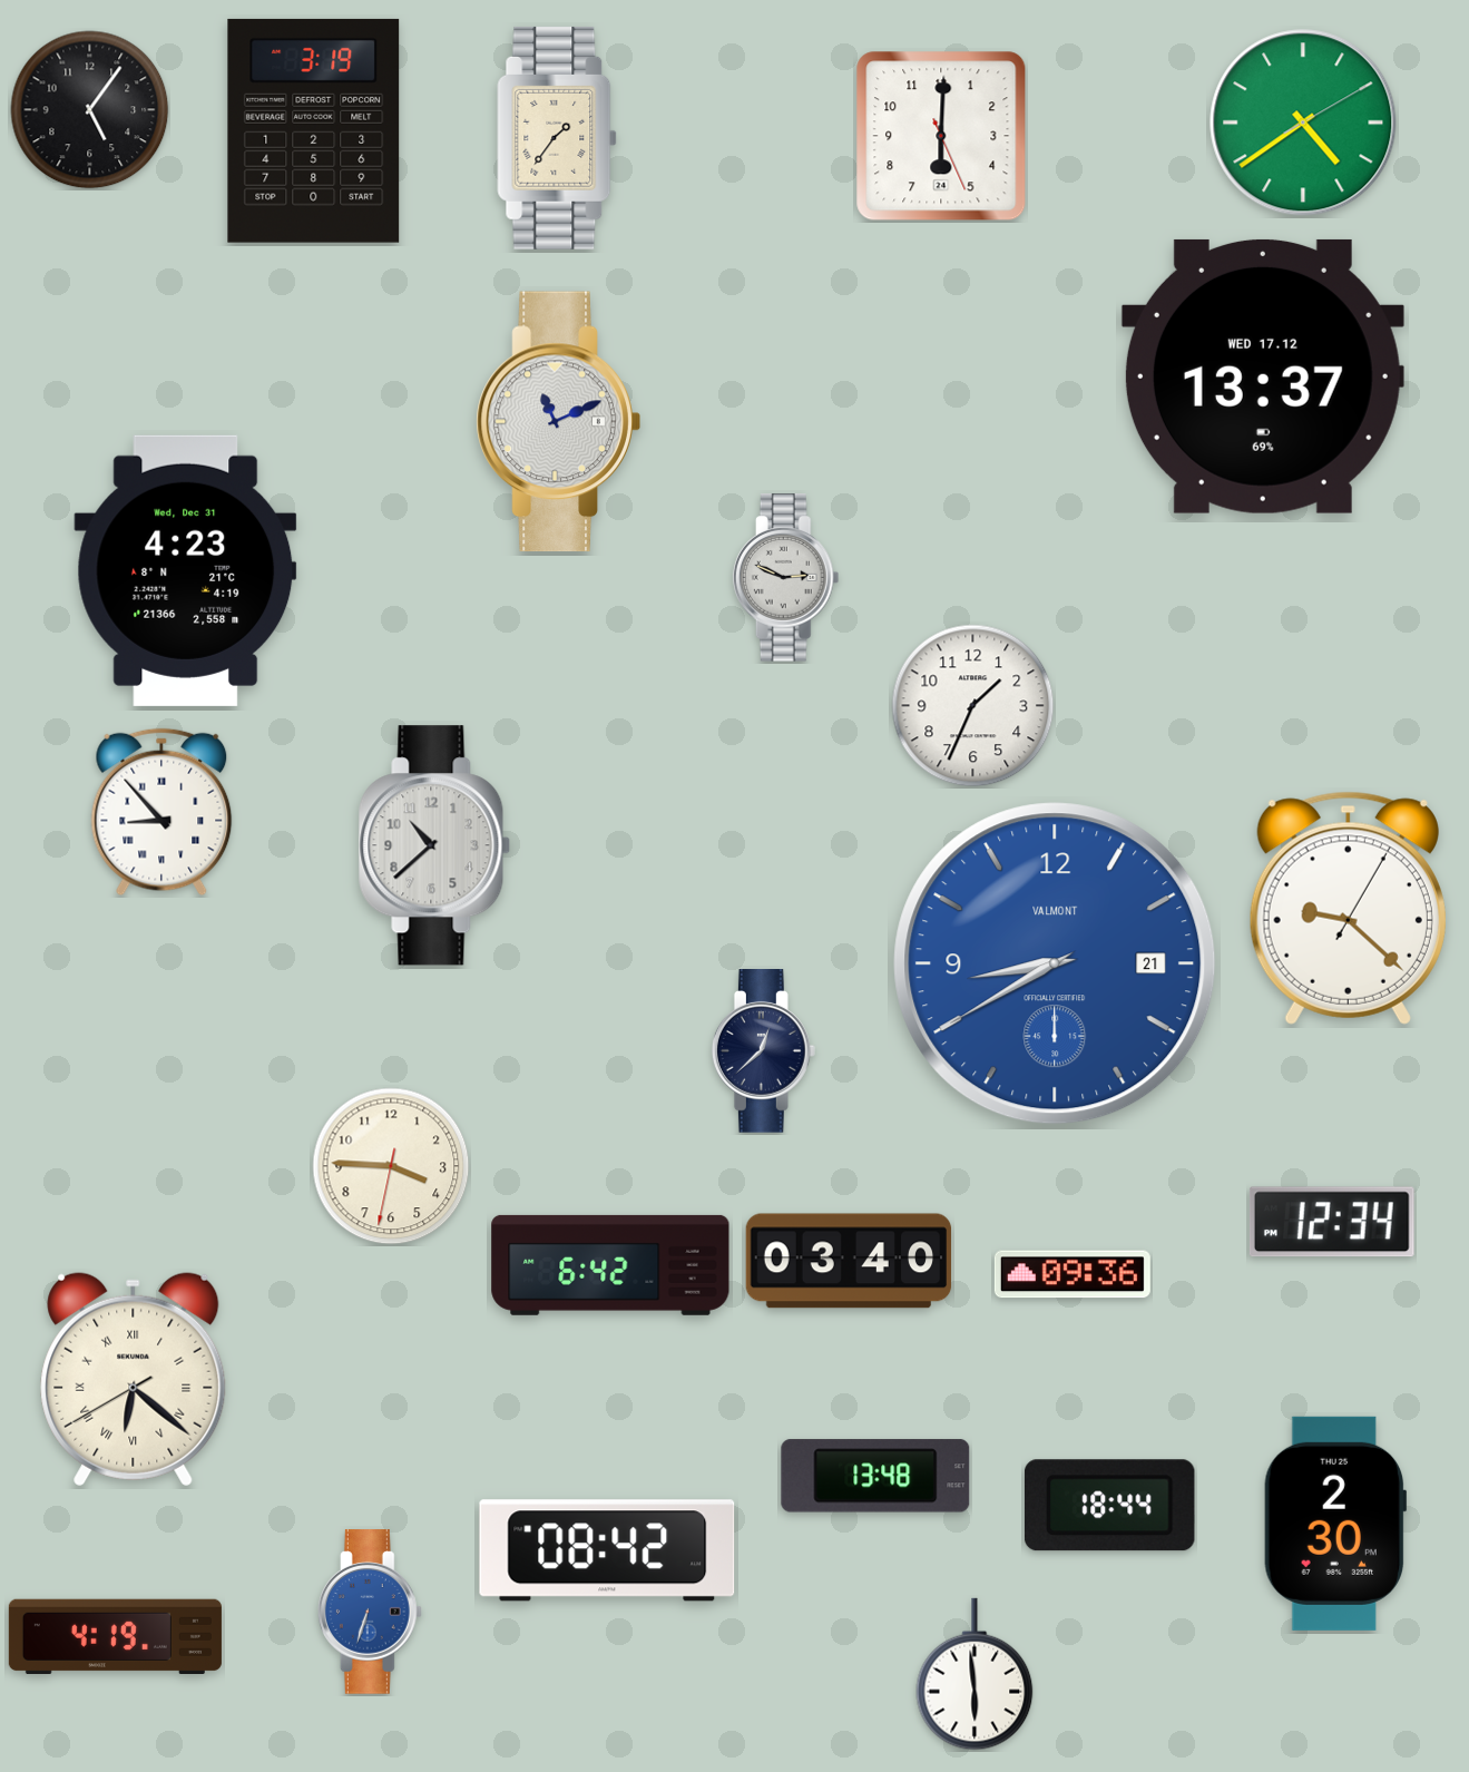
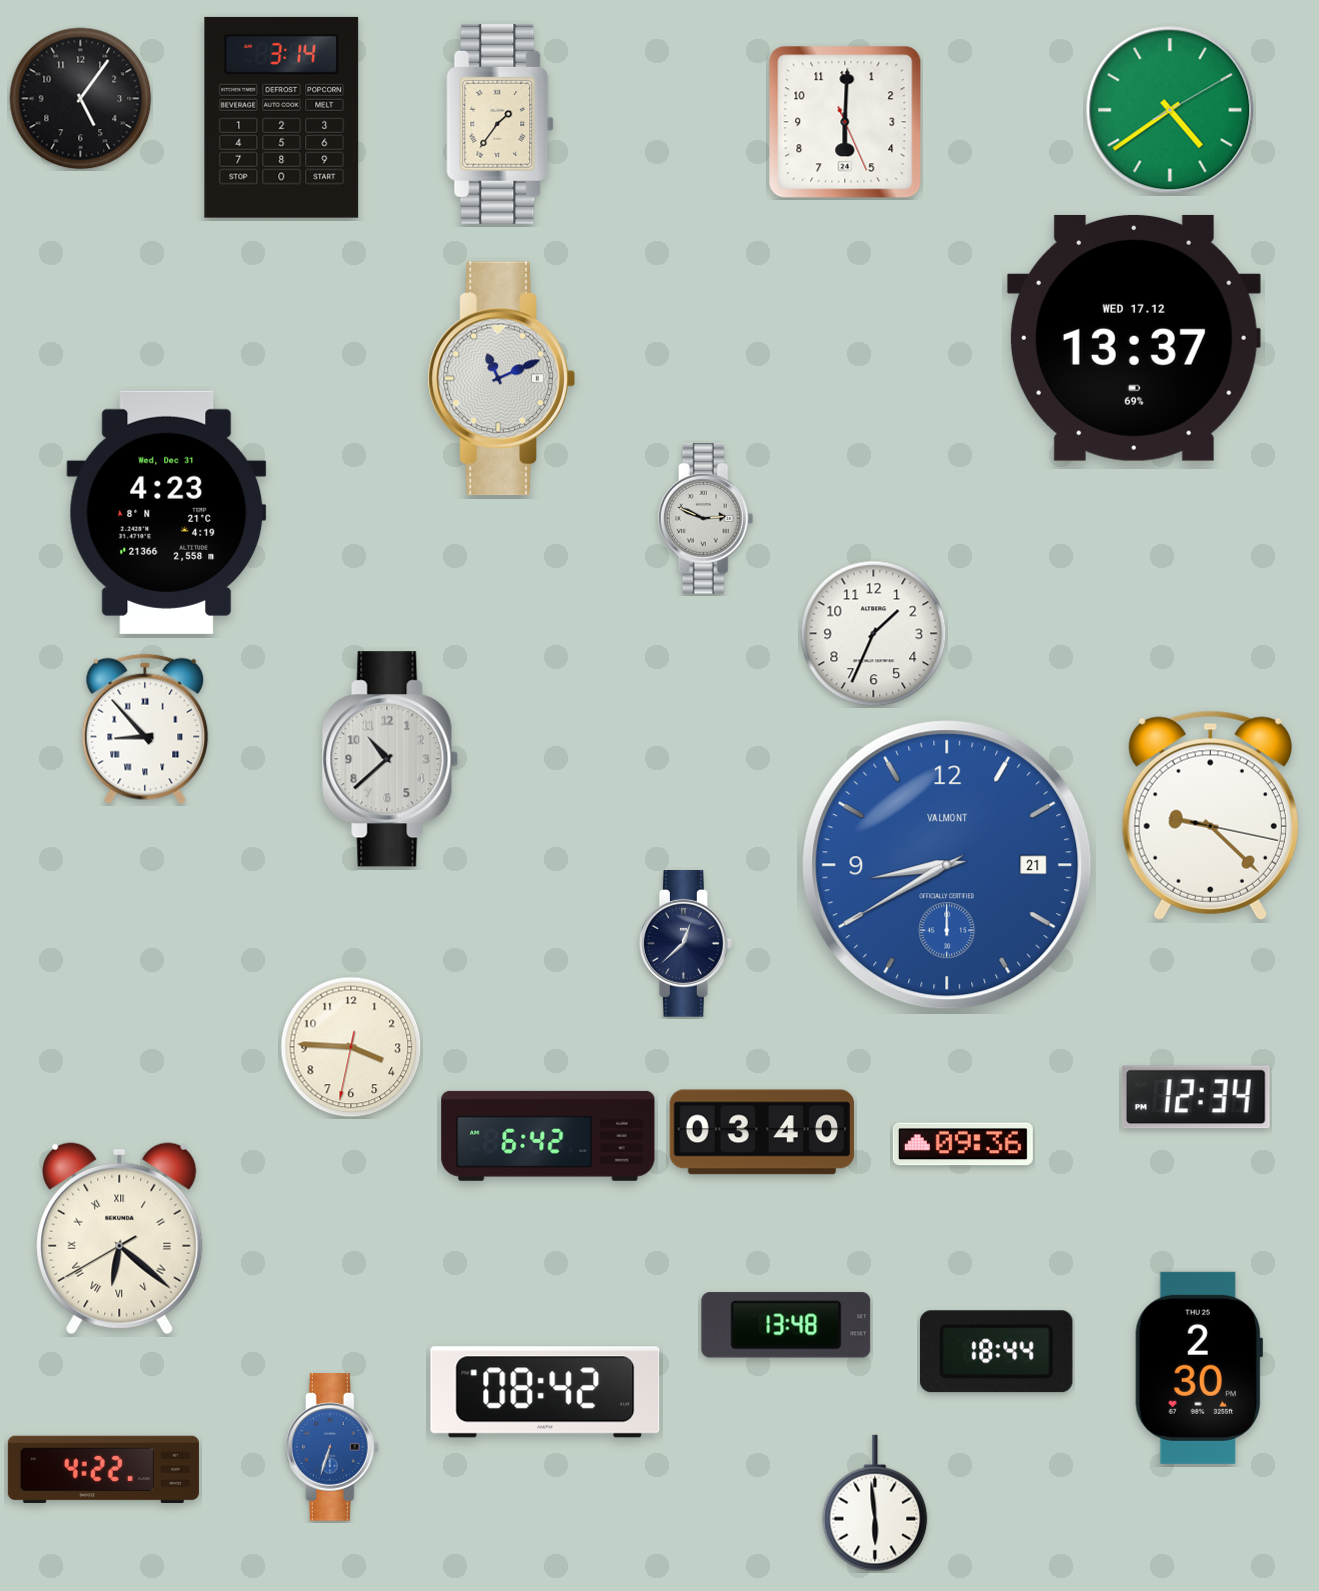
clock at (314, 130): 3:19 -> 3:14
clock at (1348, 908): 9:22:05 -> 9:22:17
clock at (115, 1636): 4:19 -> 4:22
